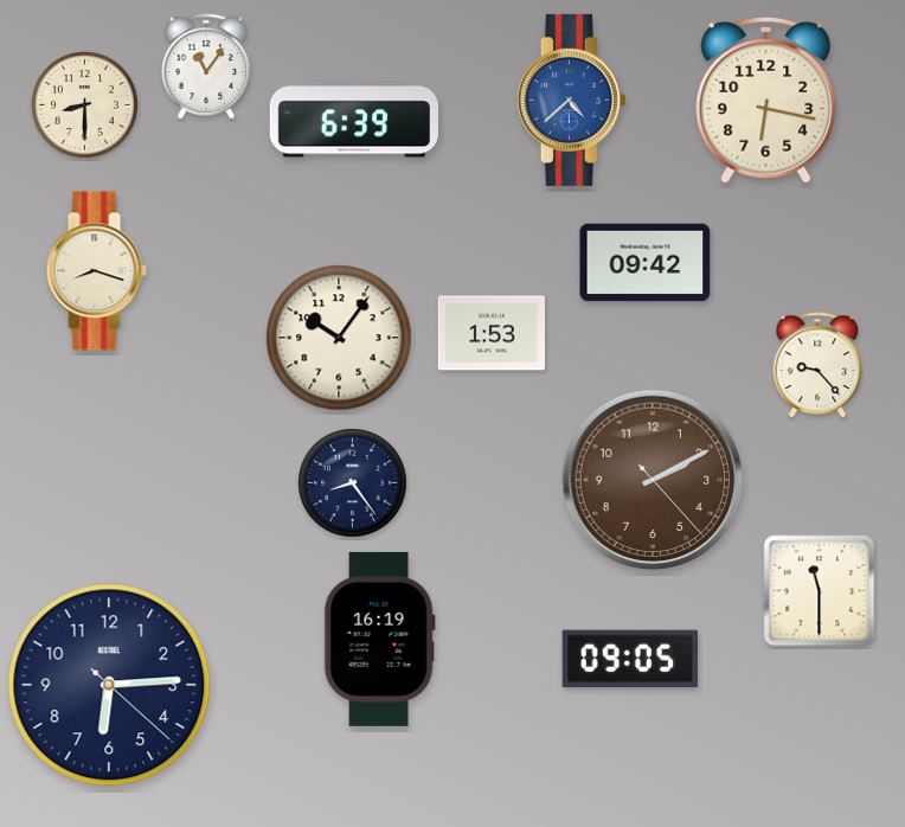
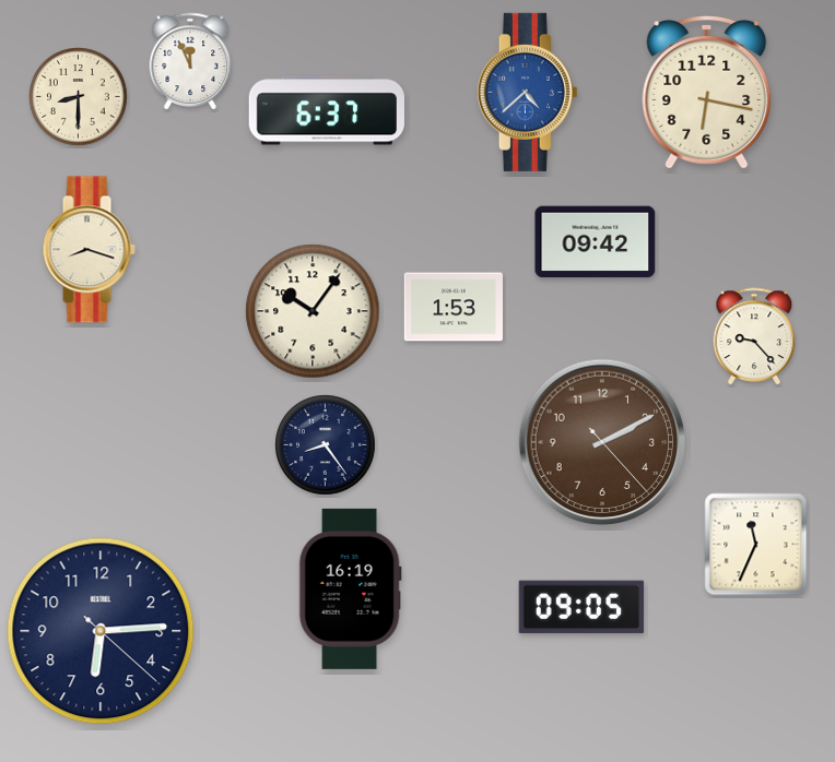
clock at (206, 66): 11:06 -> 11:56
clock at (353, 120): 6:39 -> 6:37
clock at (820, 591): 11:30 -> 11:34
